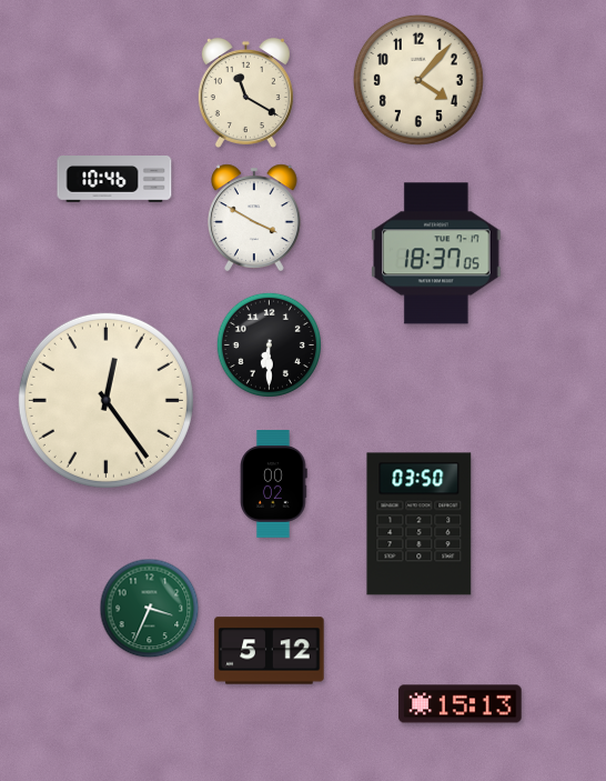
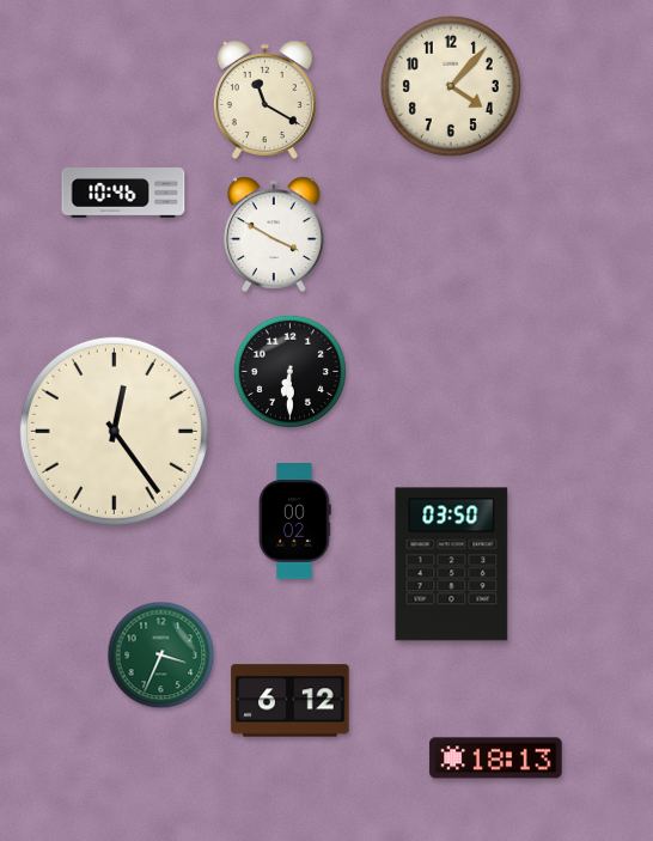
clock at (436, 253): 18:37 -> none
clock at (270, 651): 5:12 -> 6:12
clock at (461, 704): 15:13 -> 18:13
